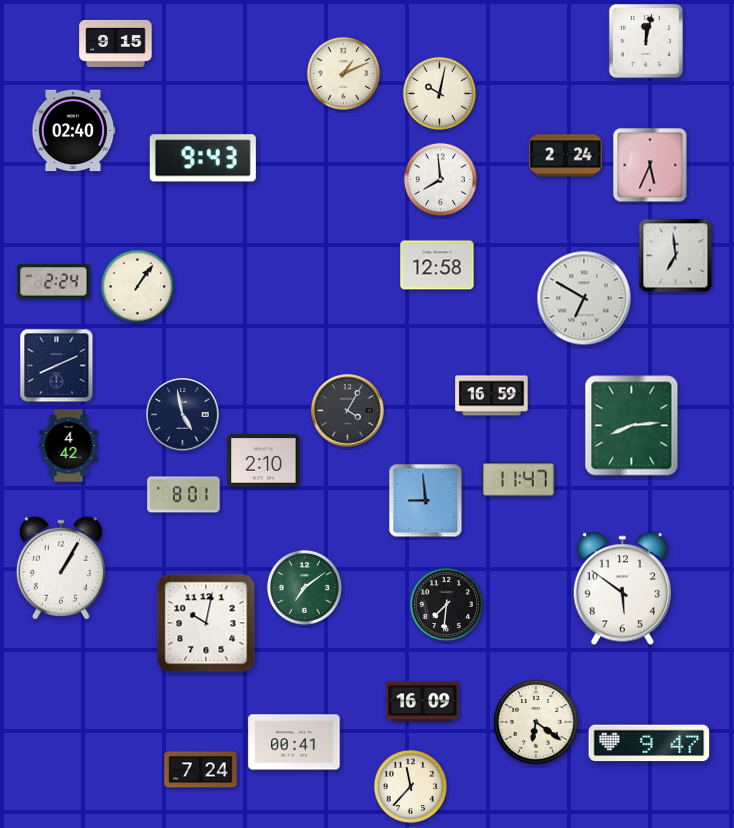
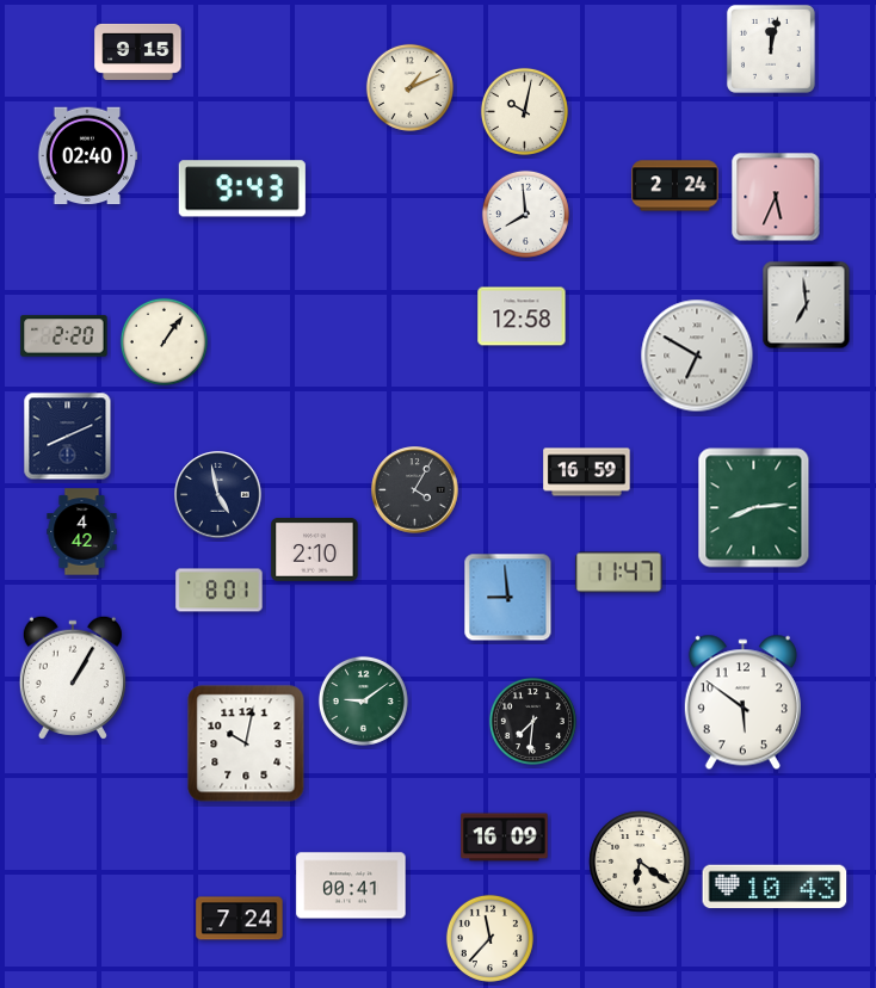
clock at (54, 282): 2:24 -> 2:20
clock at (304, 587): 7:09 -> 9:09
clock at (649, 743): 9:47 -> 10:43
